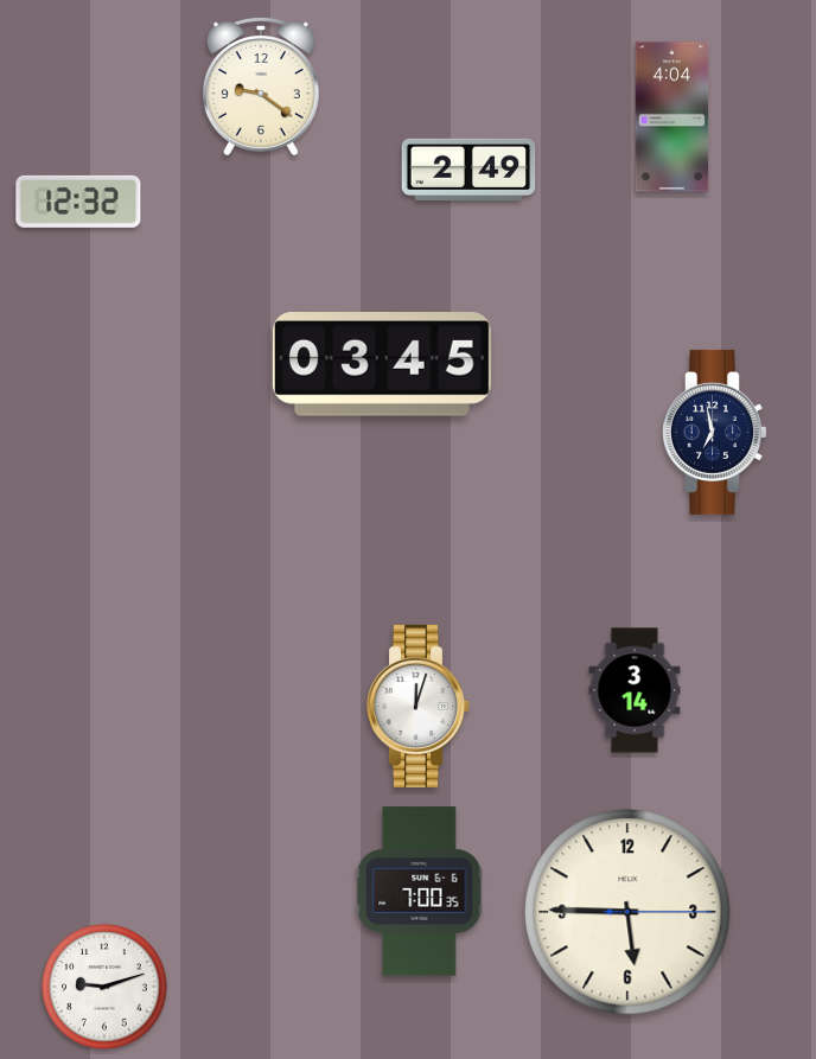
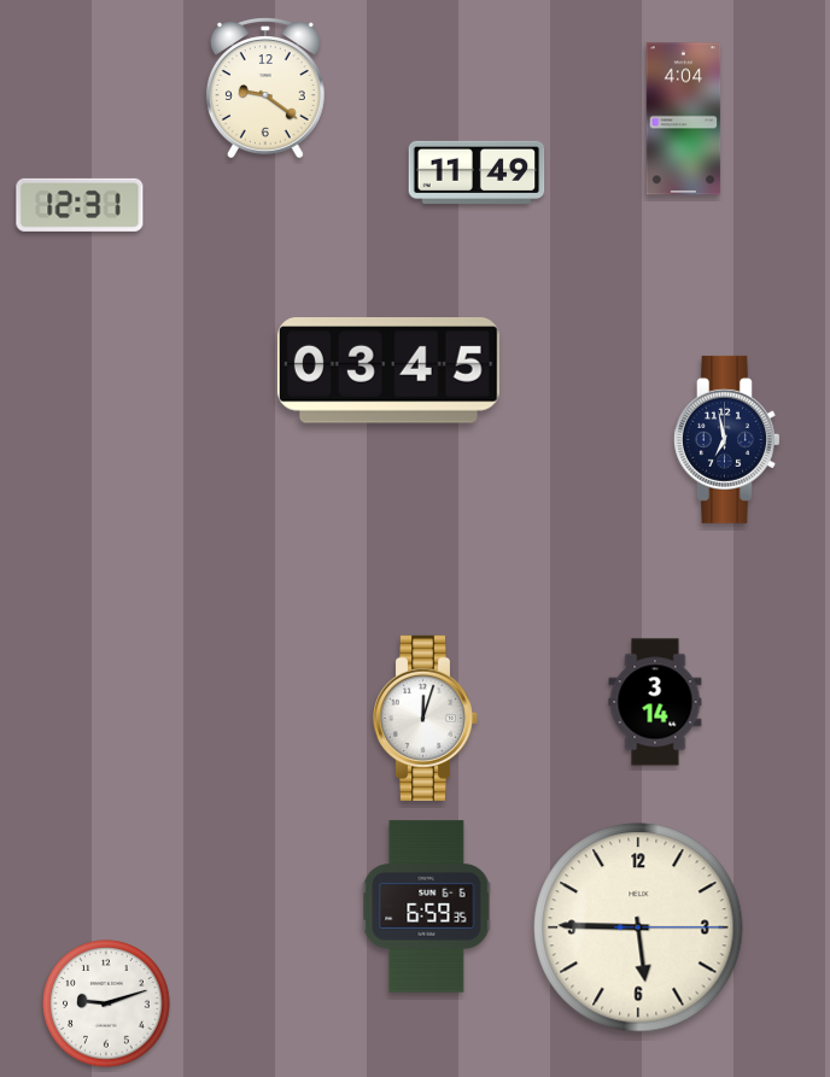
clock at (468, 170): 2:49 -> 11:49
clock at (78, 202): 12:32 -> 12:31
clock at (635, 690) position: (635, 690) -> (655, 702)
clock at (420, 892): 7:00 -> 6:59
